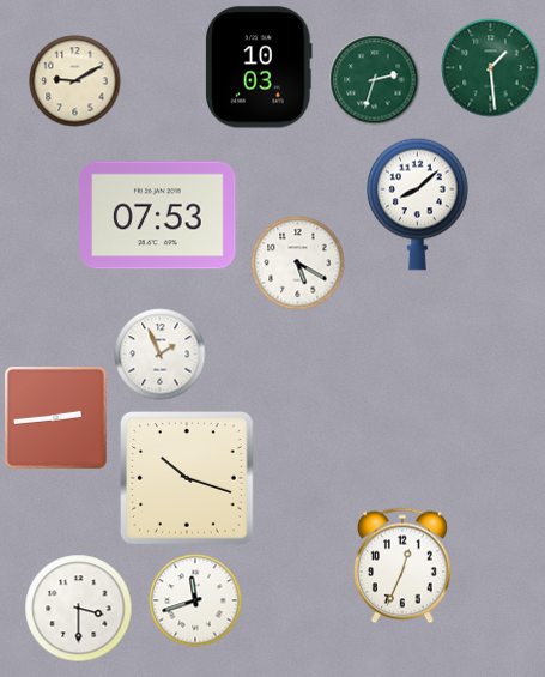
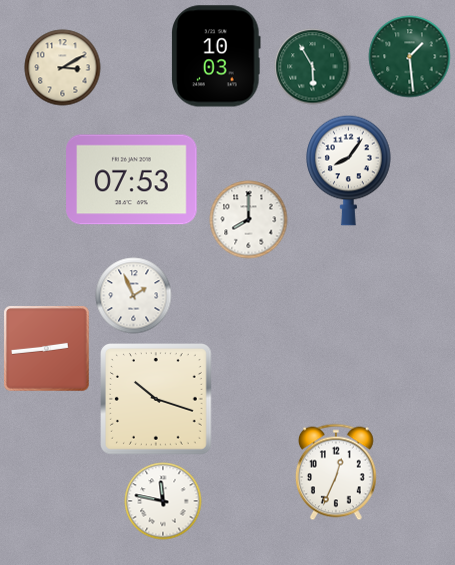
clock at (375, 80): 2:33 -> 5:55
clock at (75, 81): 9:10 -> 3:10
clock at (418, 204): 8:08 -> 8:06
clock at (298, 264): 5:20 -> 8:00
clock at (195, 600): 11:42 -> 11:47
clock at (79, 609): 3:30 -> none
